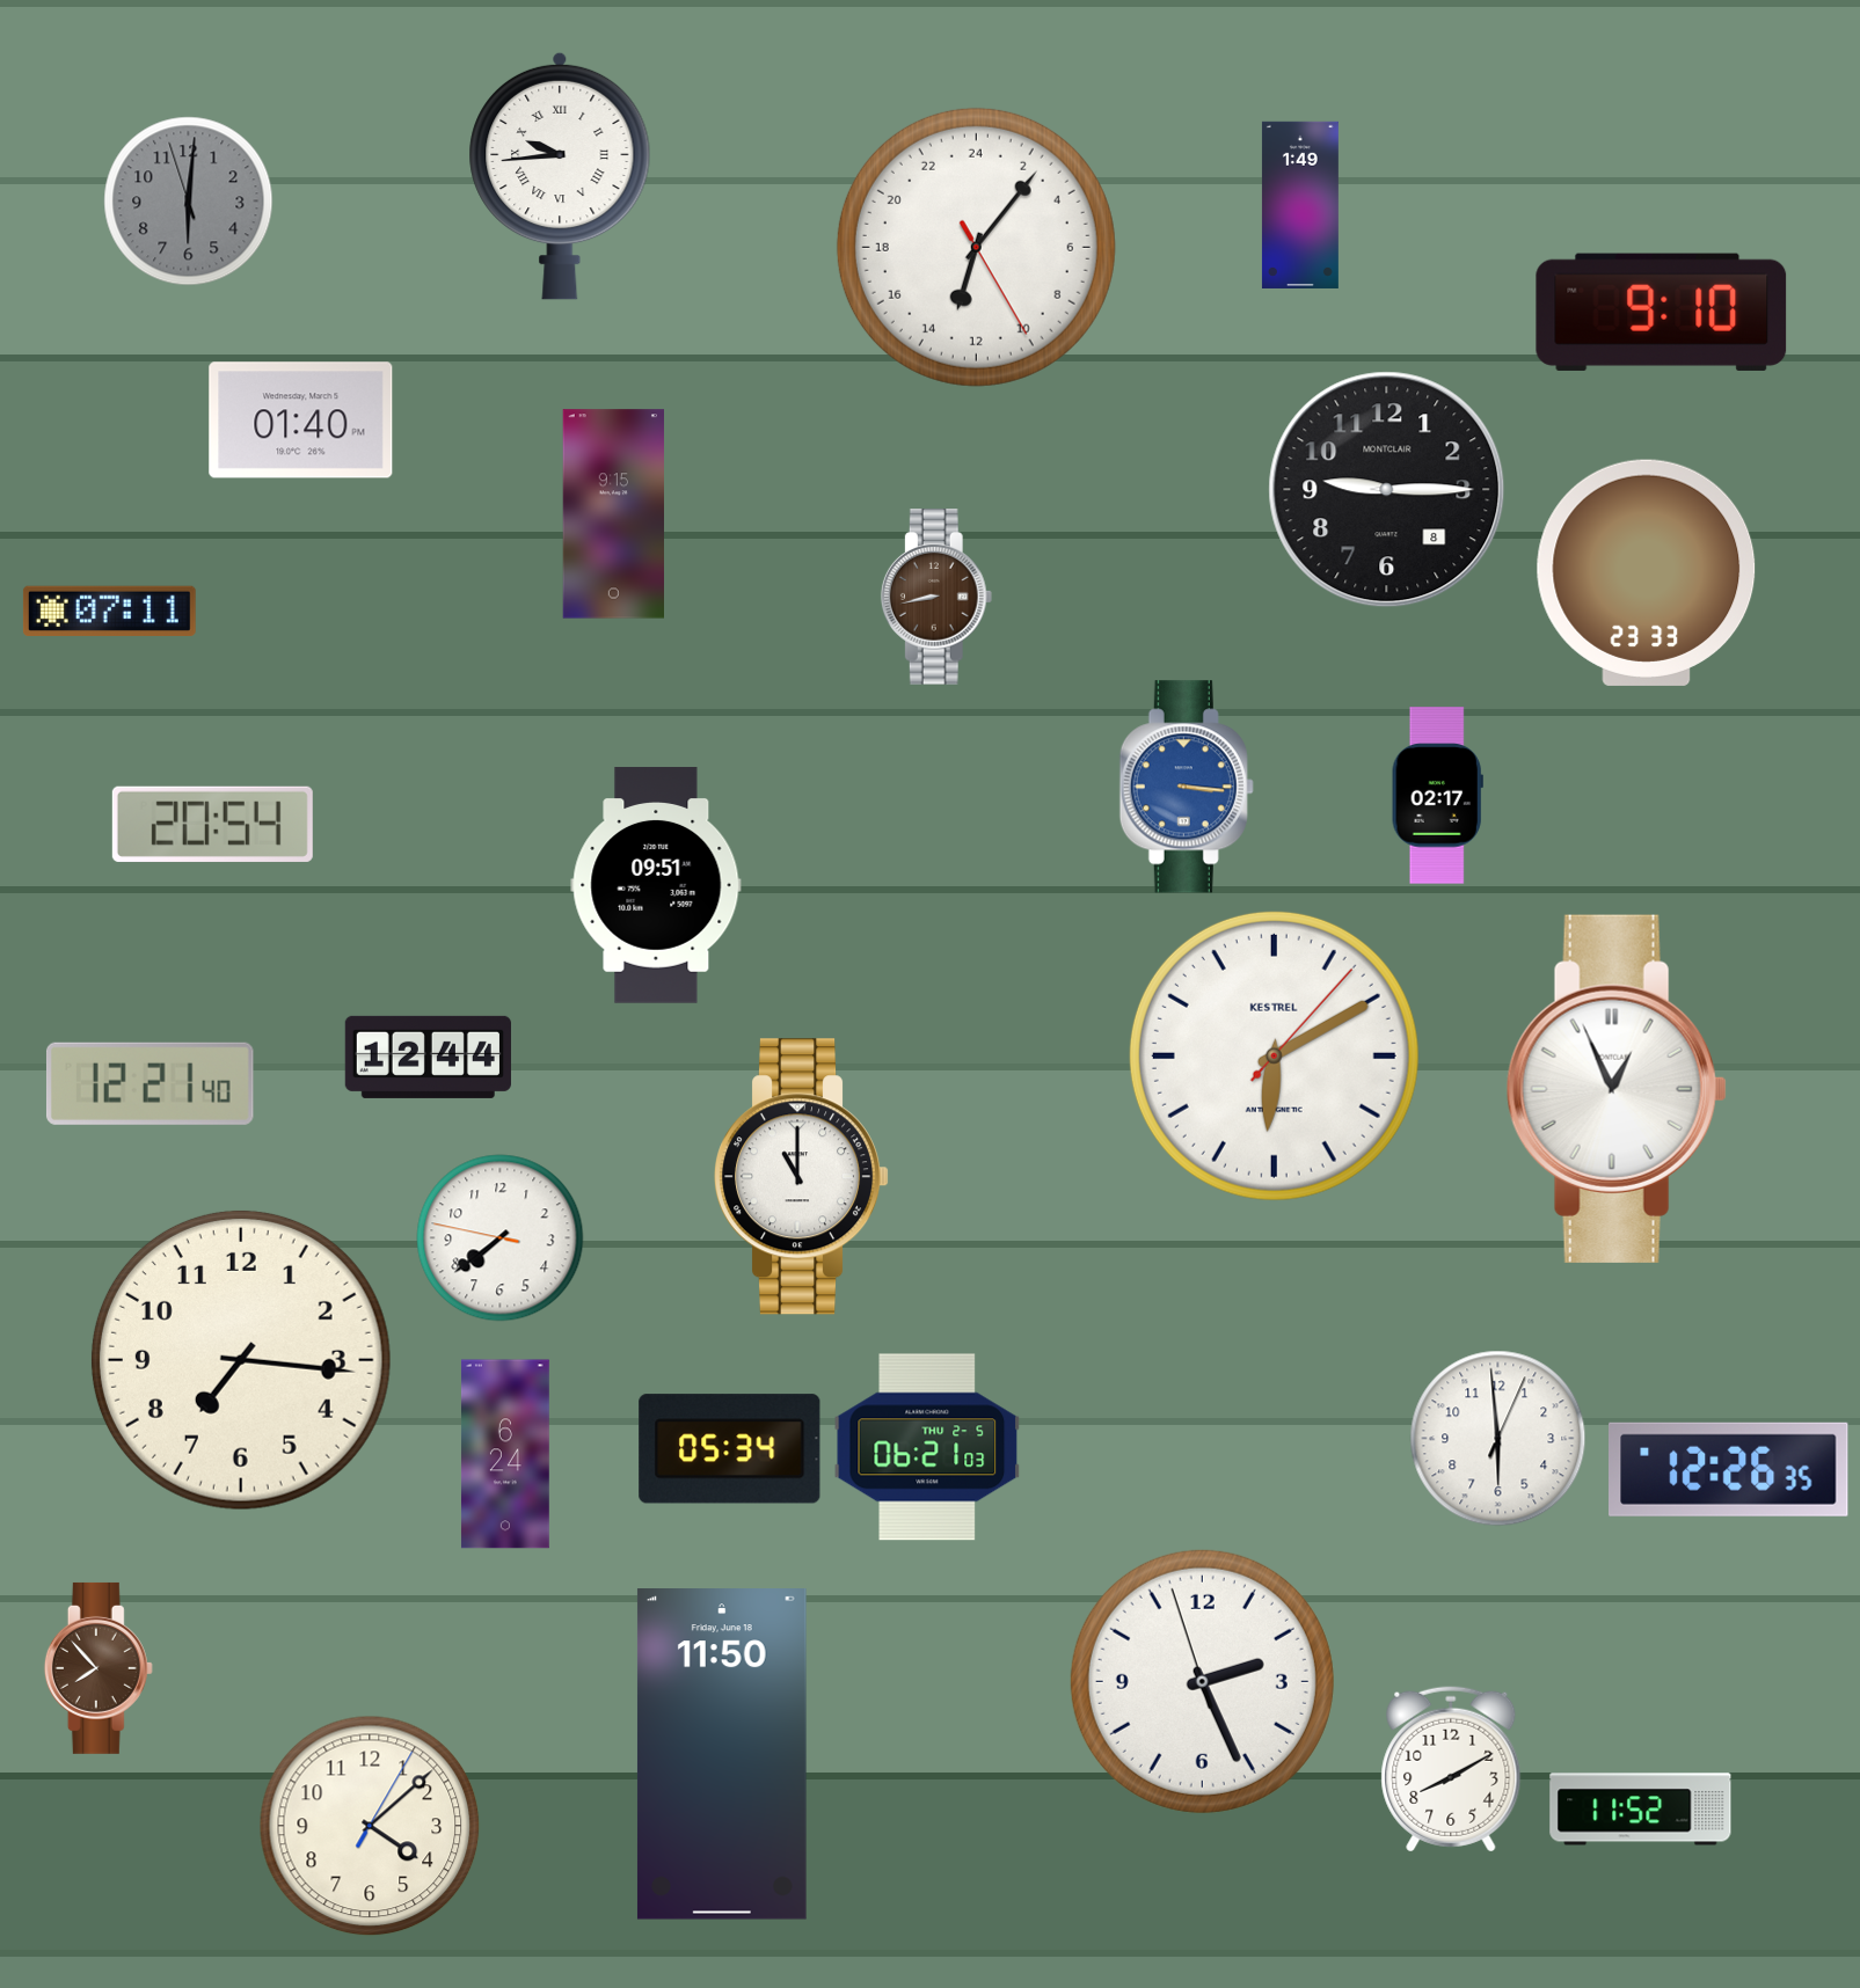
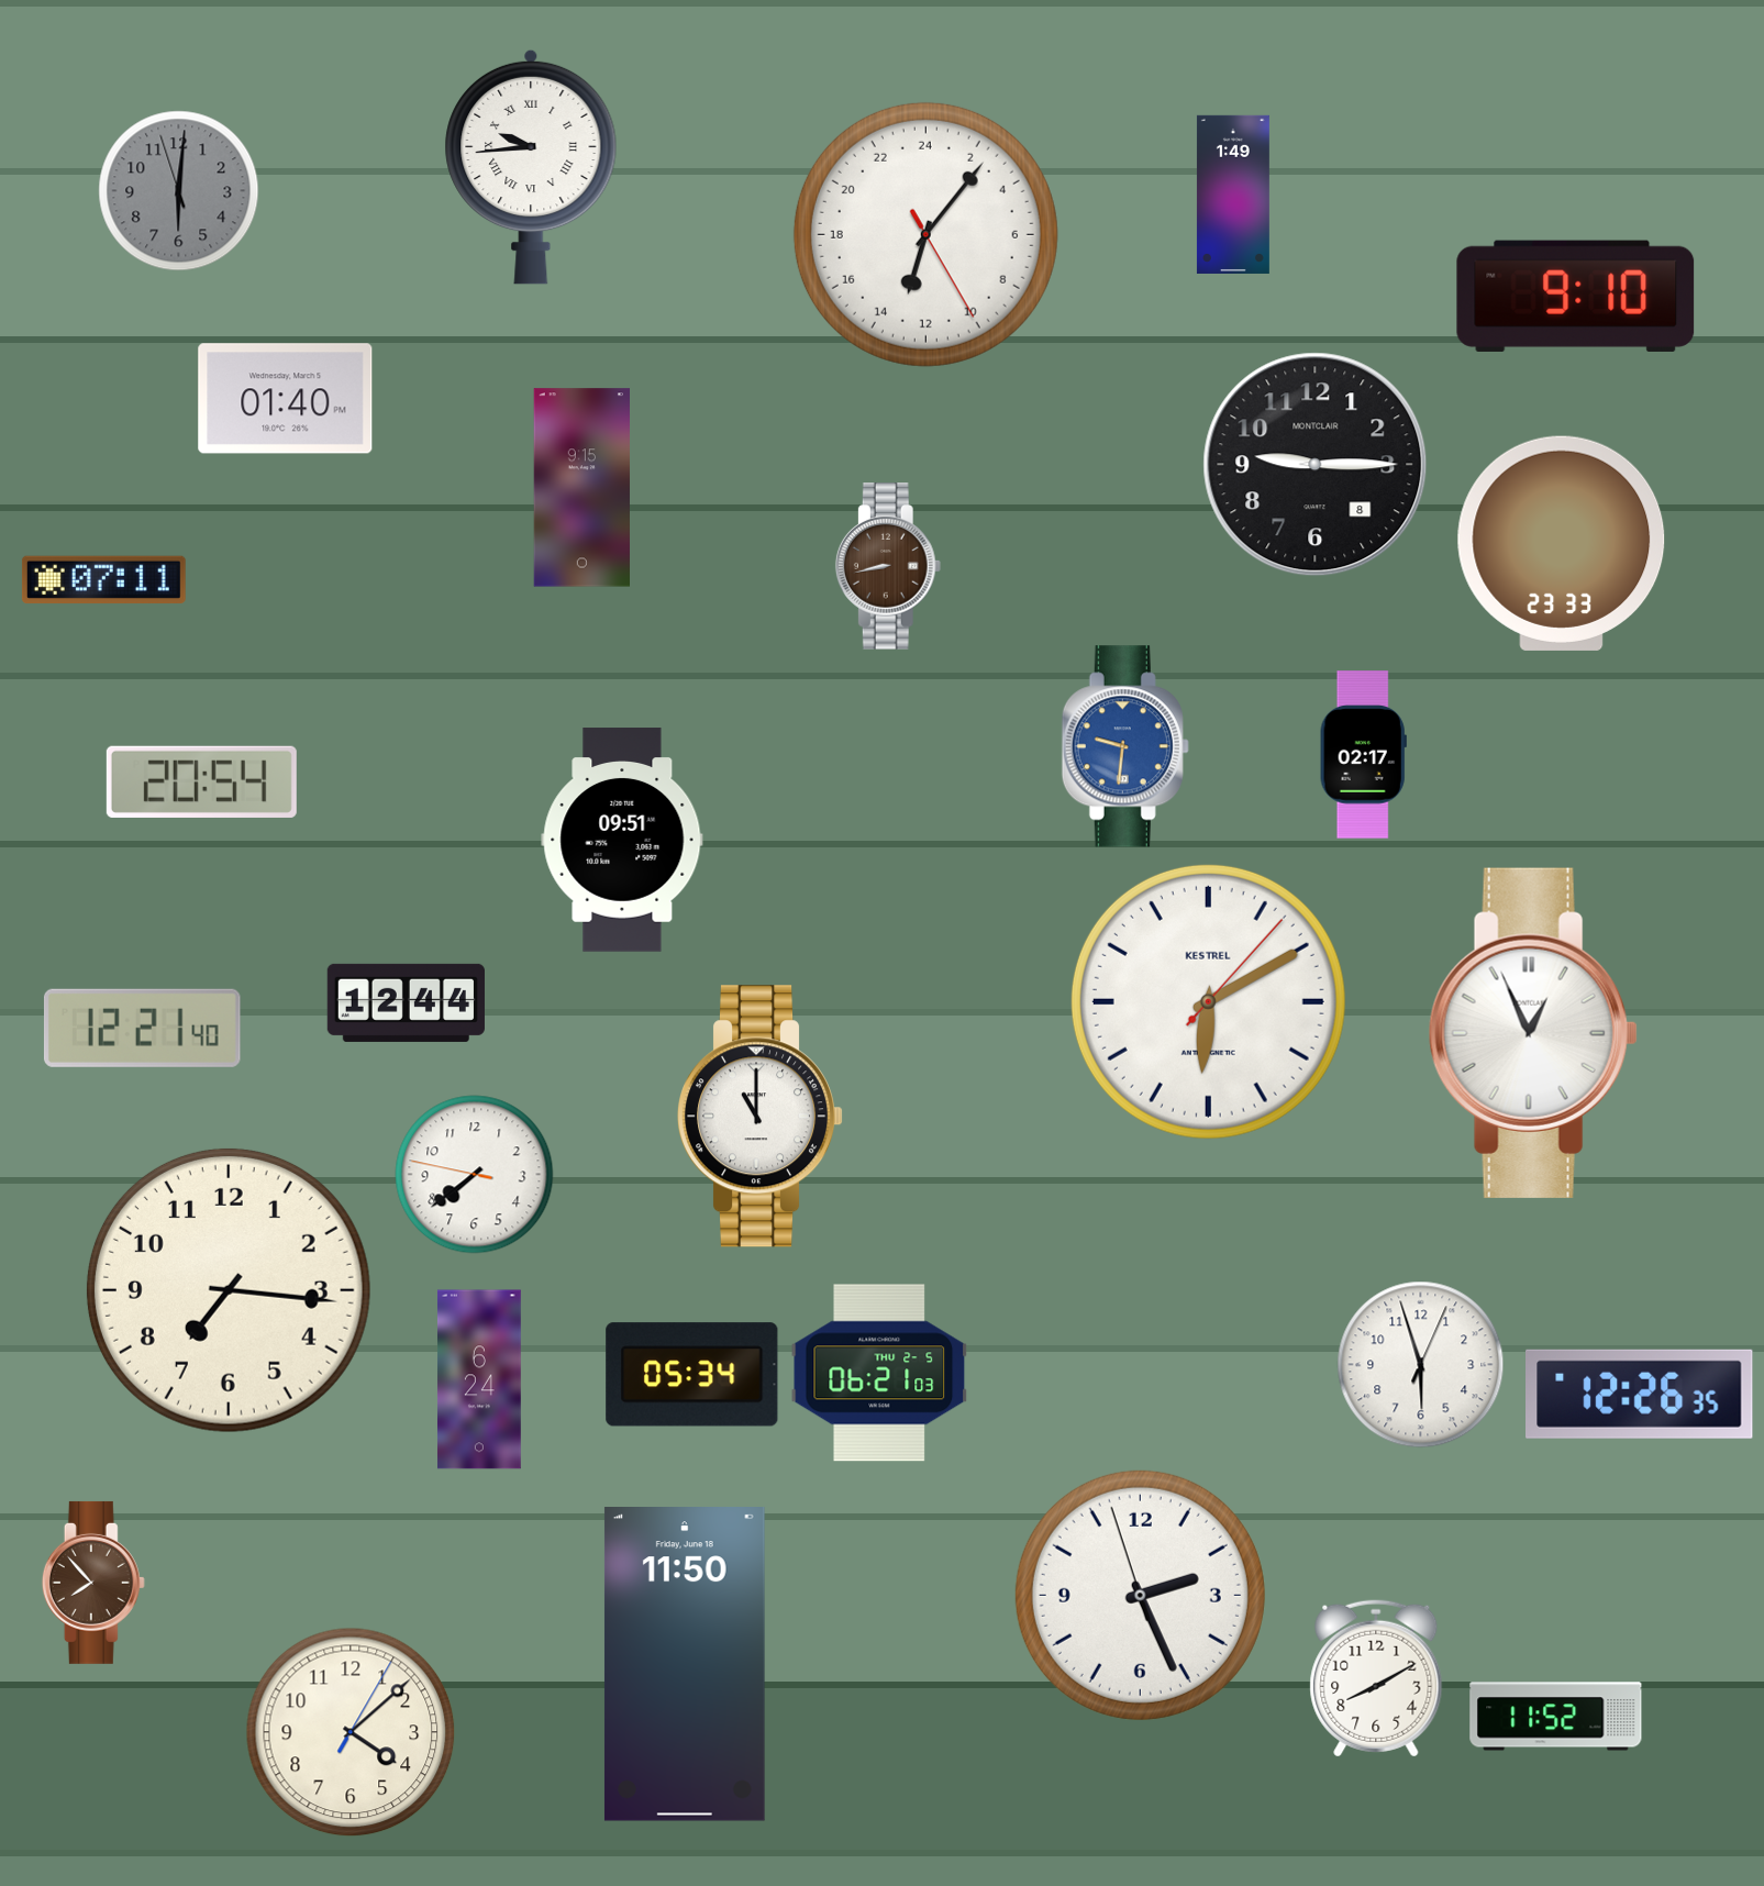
clock at (1187, 787): 3:16 -> 9:31
clock at (1498, 1439): 5:59 -> 5:57
